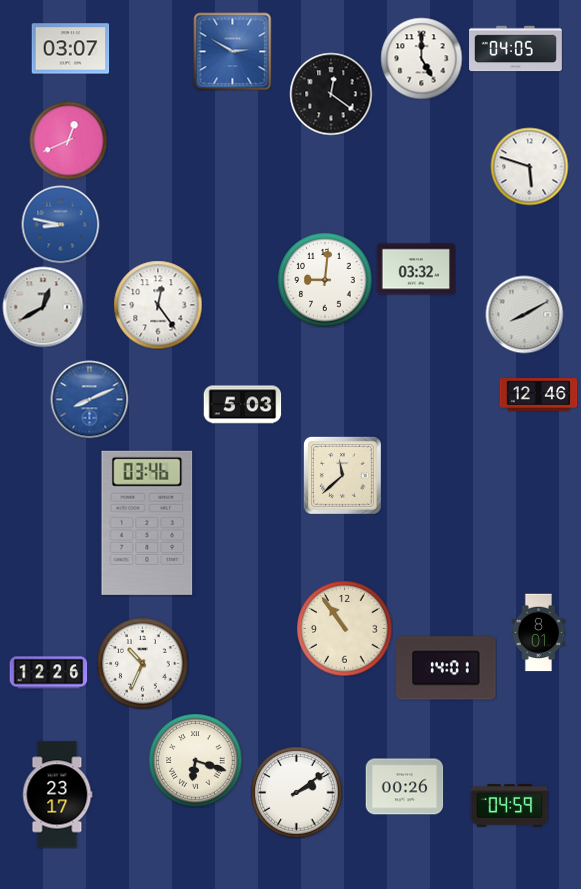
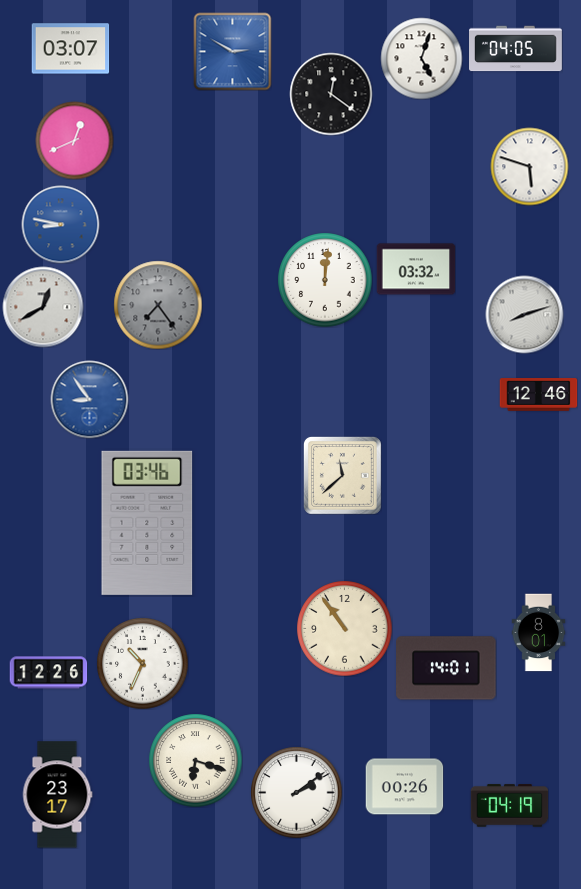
clock at (421, 58): 5:00 -> 5:03
clock at (68, 140) position: (68, 140) -> (74, 140)
clock at (325, 280): 9:01 -> 12:01
clock at (158, 305): 12:24 -> 7:24
clock at (158, 305) dial: white -> grey
clock at (524, 314): 8:10 -> 8:12
clock at (89, 399): 8:11 -> 8:54
clock at (242, 405): 5:03 -> none
clock at (509, 806): 04:59 -> 04:19
